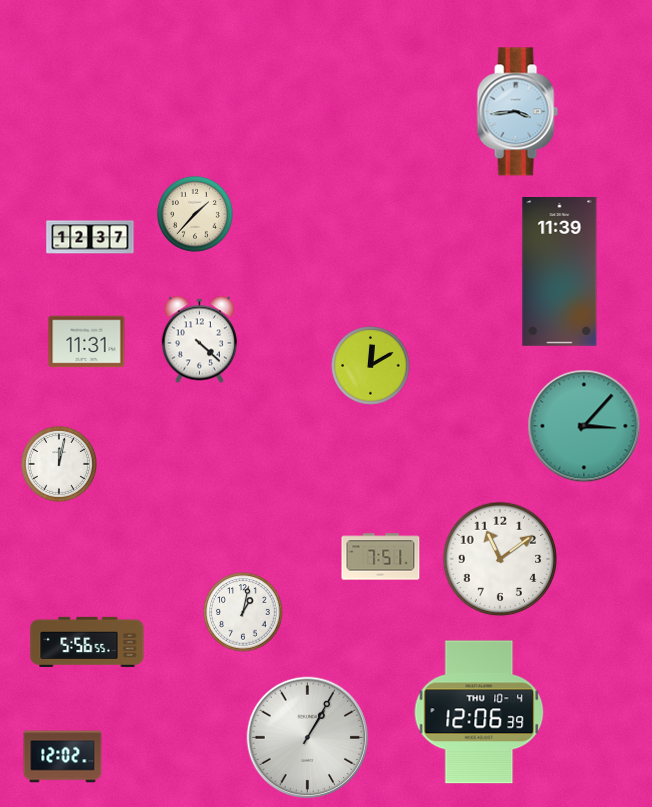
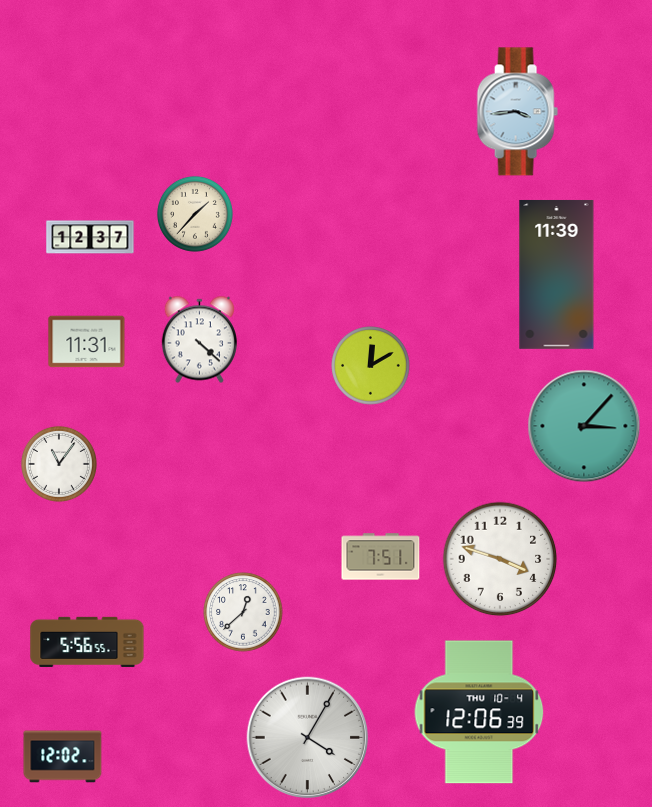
clock at (560, 272) position: (560, 272) -> (557, 275)
clock at (59, 464): 12:02 -> 11:06
clock at (500, 559): 11:09 -> 3:48
clock at (243, 612): 1:02 -> 12:38
clock at (308, 738): 1:05 -> 4:05
